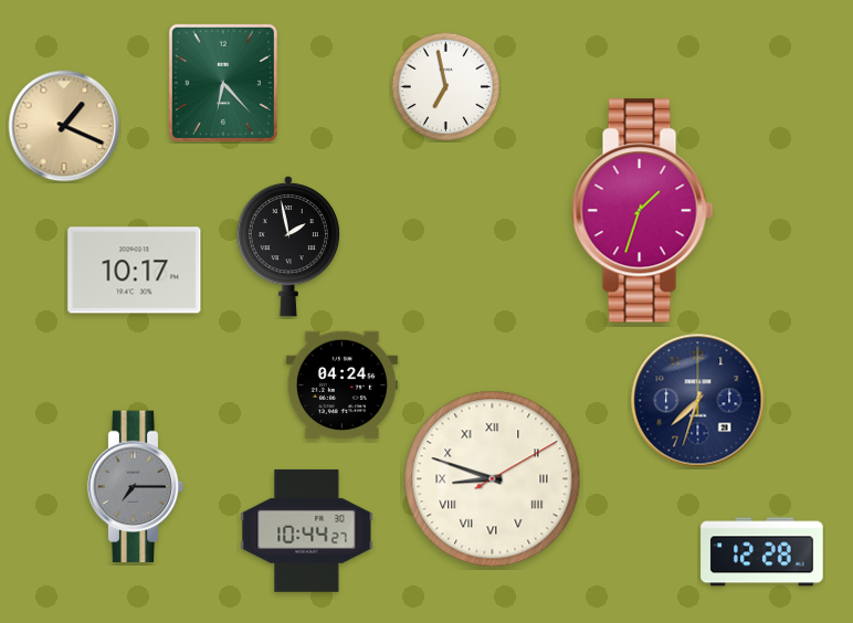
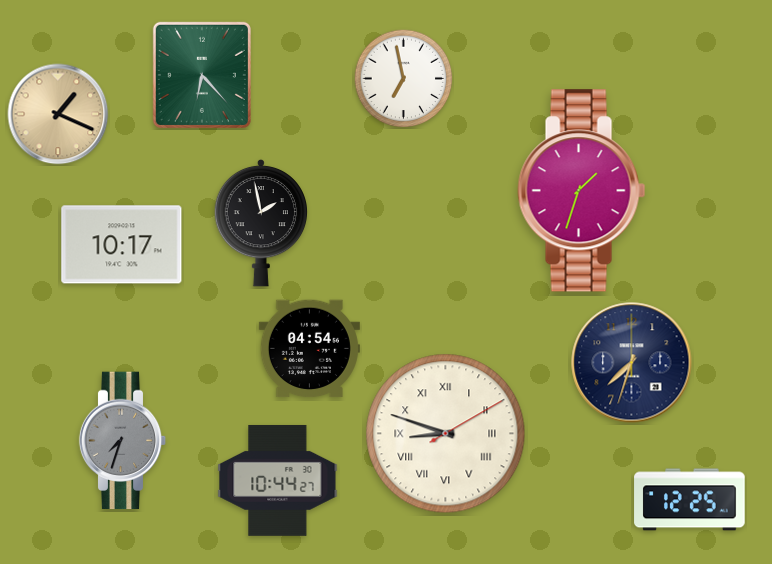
clock at (341, 386): 04:24 -> 04:54
clock at (136, 487): 7:15 -> 7:33
clock at (762, 552): 12:28 -> 12:25
